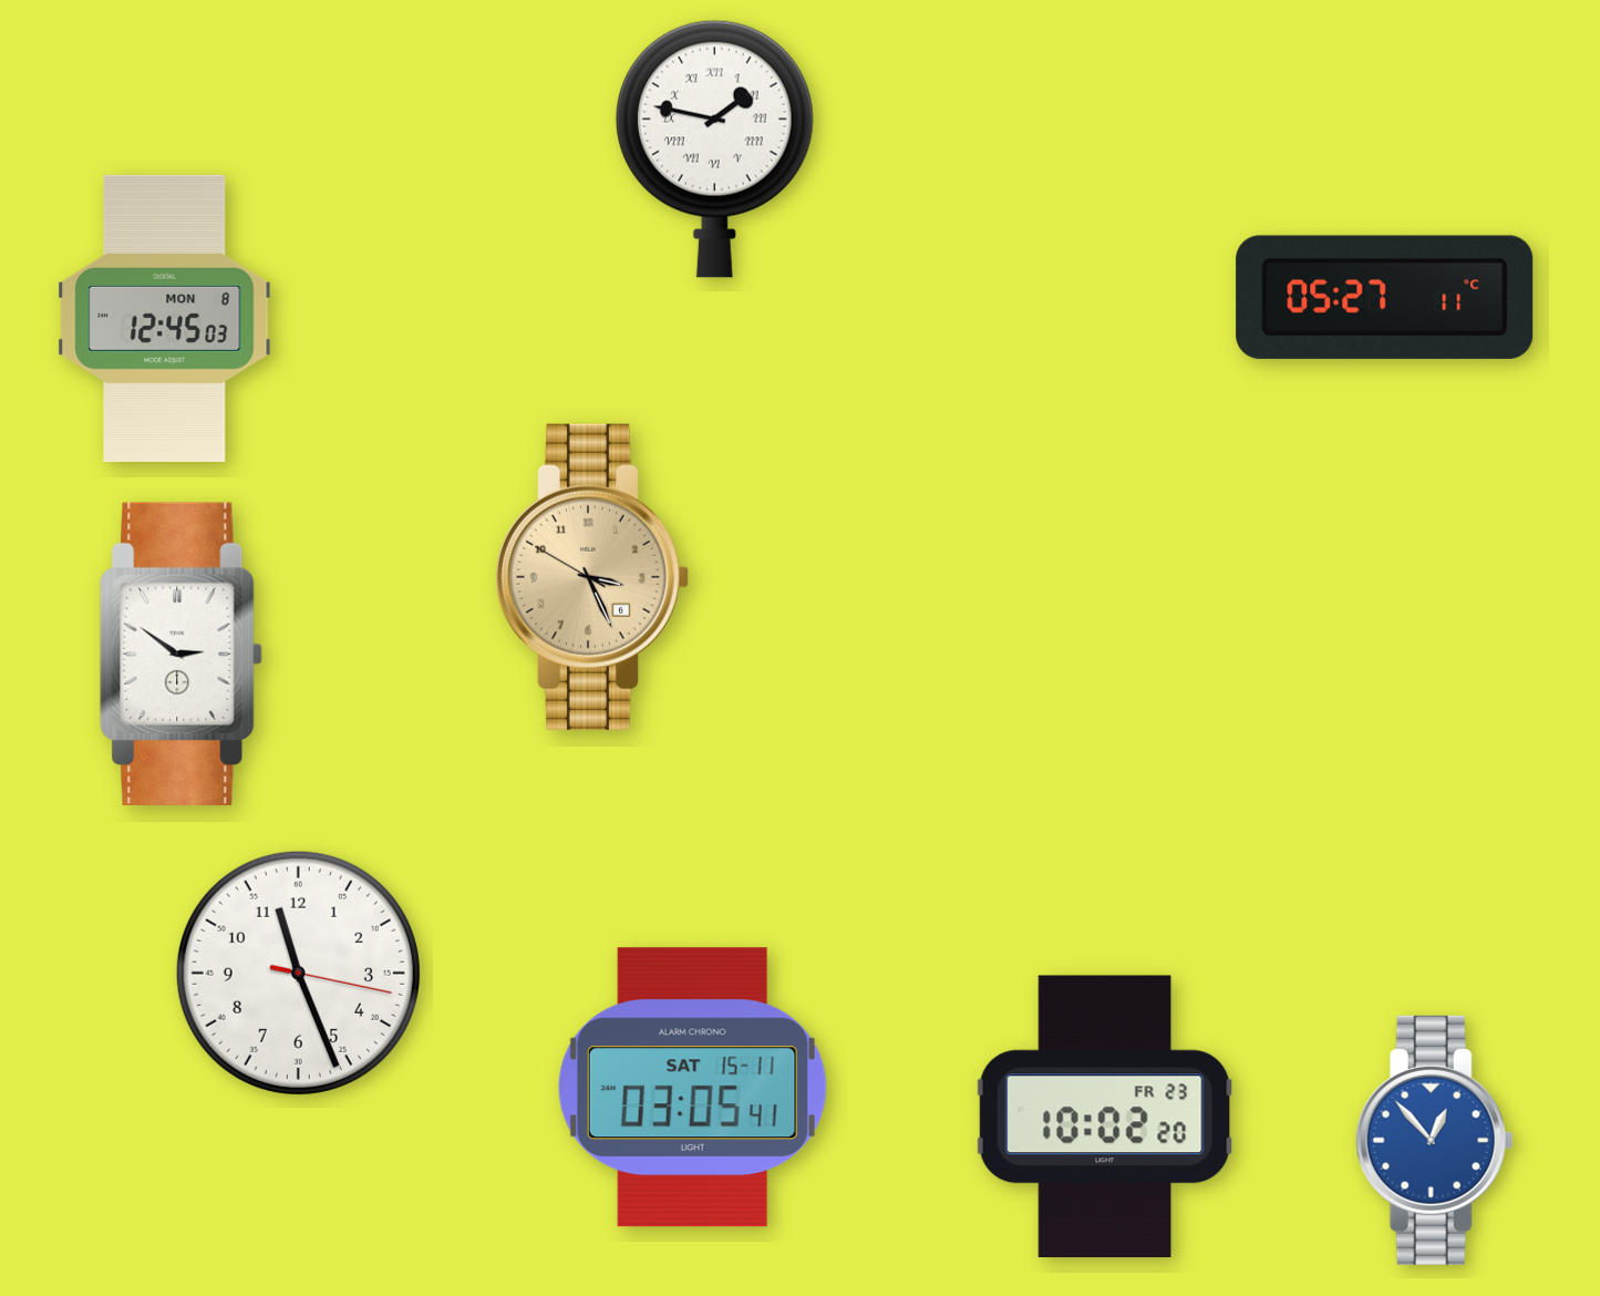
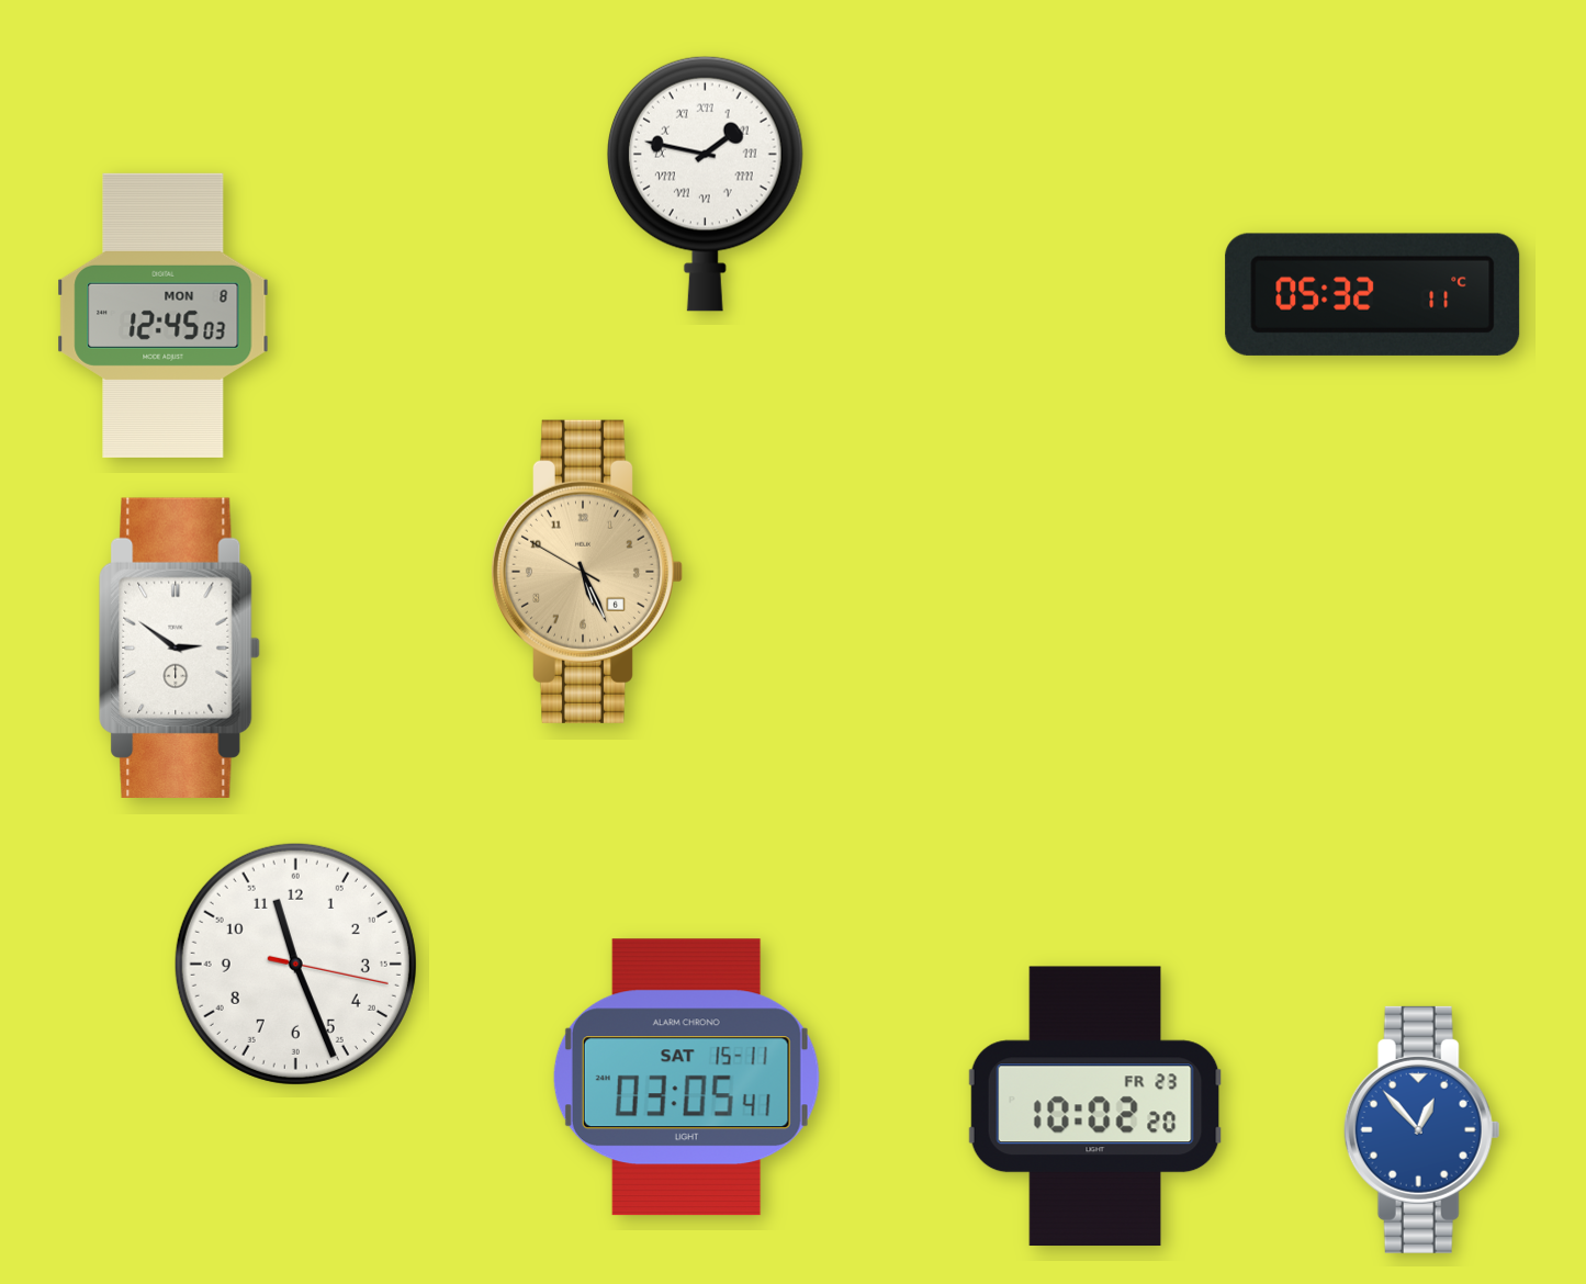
clock at (714, 148) position: (714, 148) -> (705, 183)
clock at (1385, 297): 05:27 -> 05:32
clock at (591, 577): 3:25 -> 5:25
